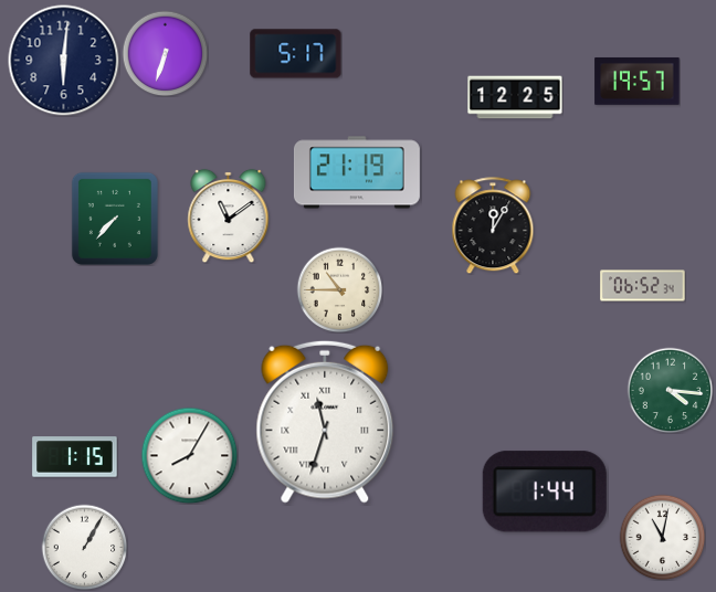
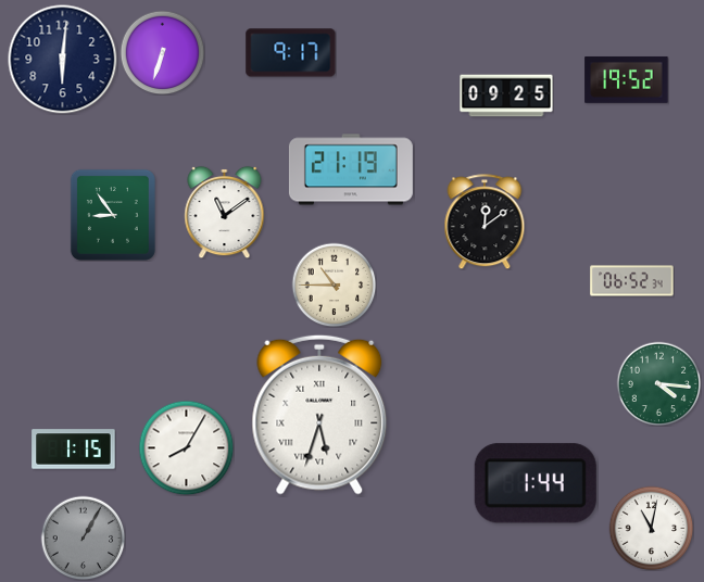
clock at (296, 54): 5:17 -> 9:17
clock at (638, 81): 19:57 -> 19:52
clock at (515, 97): 12:25 -> 09:25
clock at (115, 219): 7:37 -> 8:54
clock at (493, 225): 12:05 -> 12:09
clock at (325, 422): 11:33 -> 5:33
clock at (84, 547) dial: white -> grey
